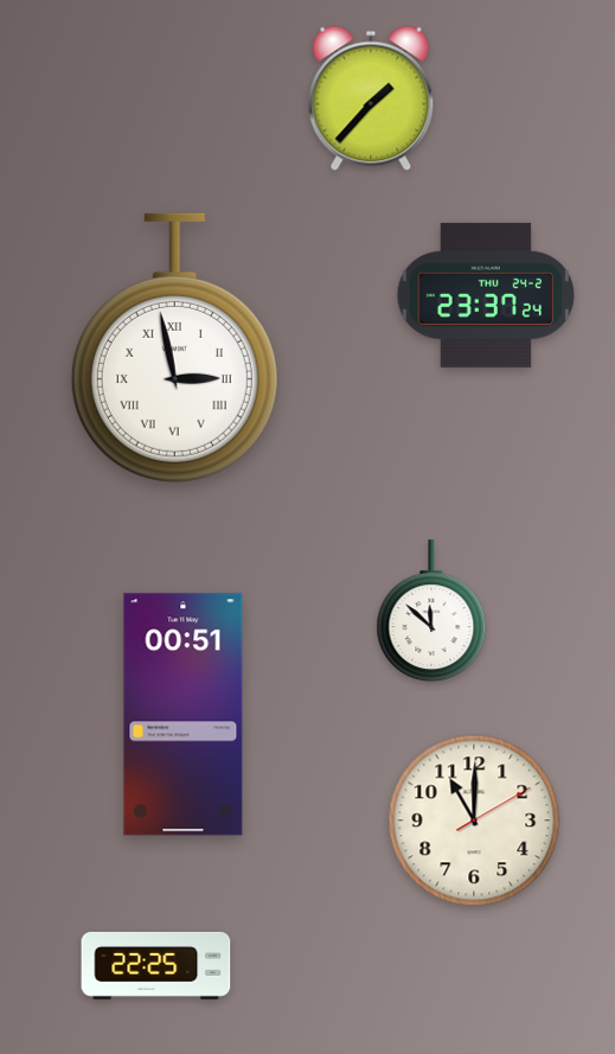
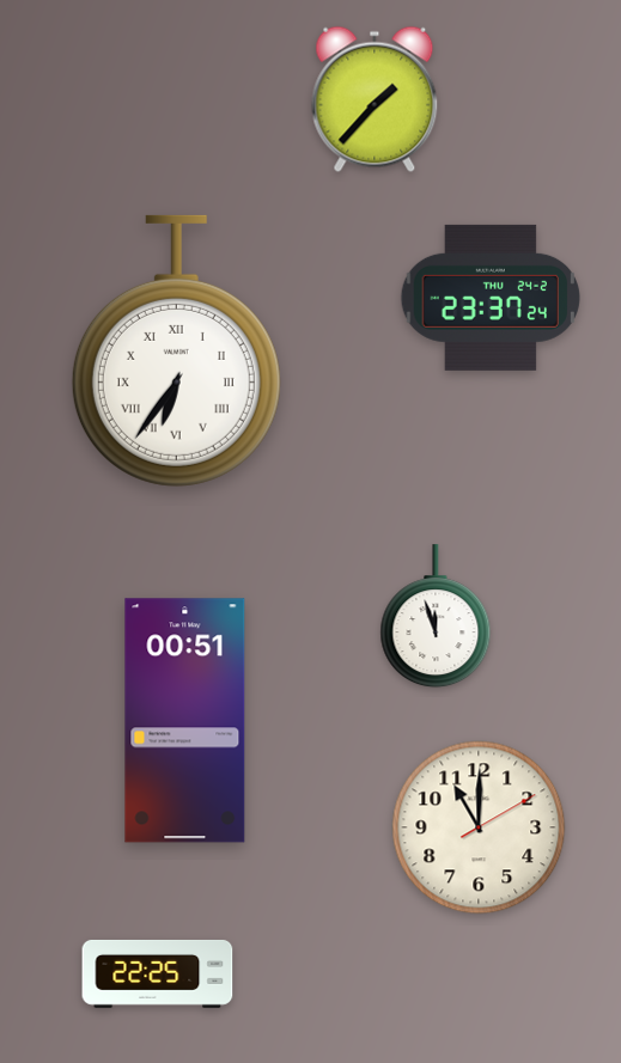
clock at (174, 347): 2:58 -> 6:36
clock at (431, 612): 11:52 -> 11:57
